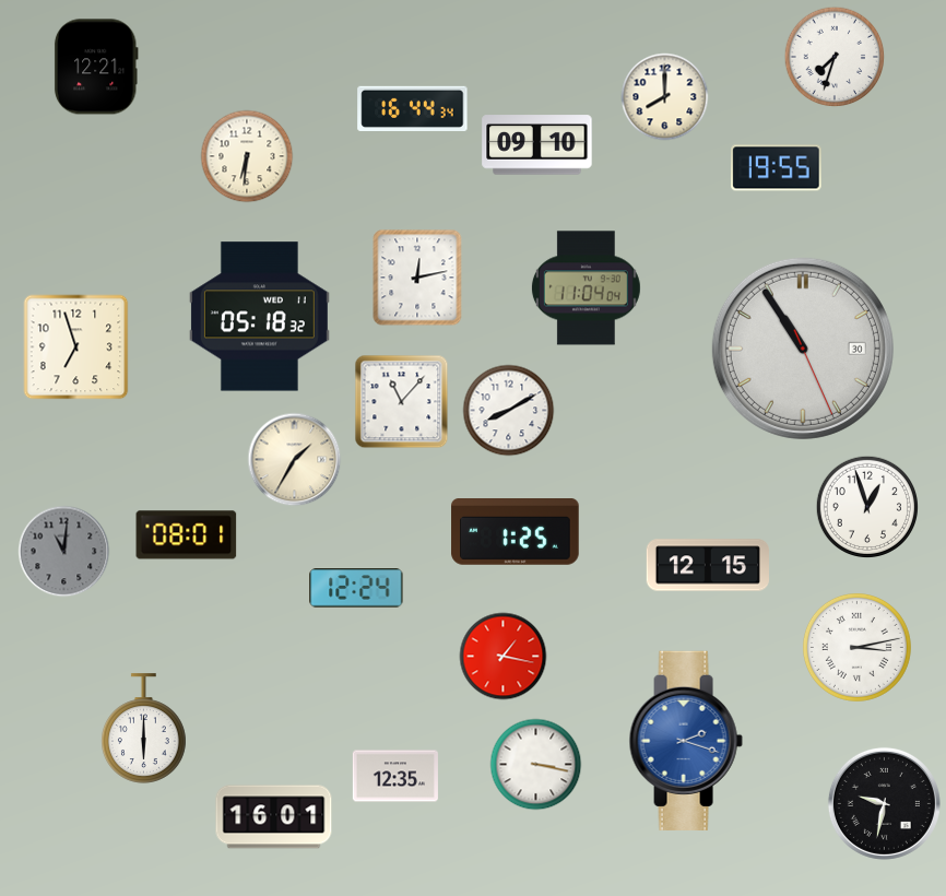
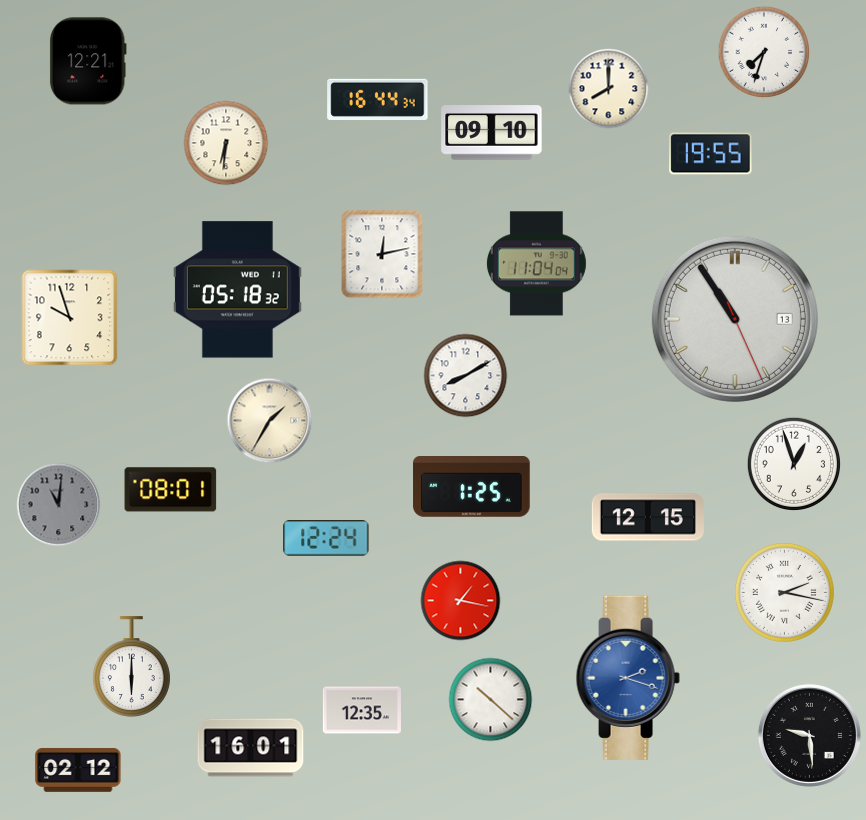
clock at (76, 347): 6:57 -> 9:57
clock at (803, 349) date: 30 -> 13
clock at (402, 402): 11:07 -> none
clock at (856, 647): 3:13 -> 2:17
clock at (536, 765): 3:17 -> 10:22
clock at (884, 803): 9:32 -> 9:29
clock at (78, 770): none -> 02:12
